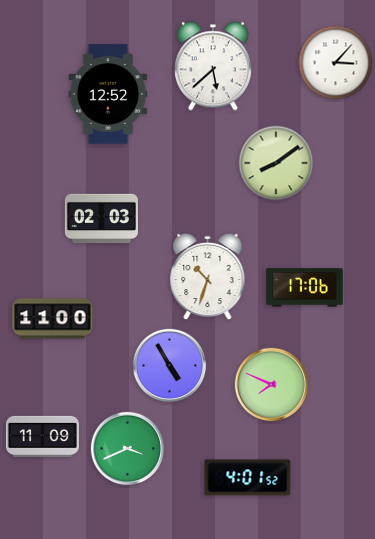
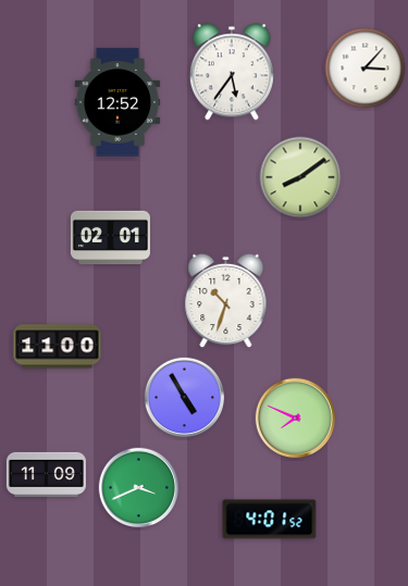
clock at (213, 66): 5:38 -> 5:36
clock at (101, 219): 02:03 -> 02:01
clock at (305, 288): 17:06 -> none
